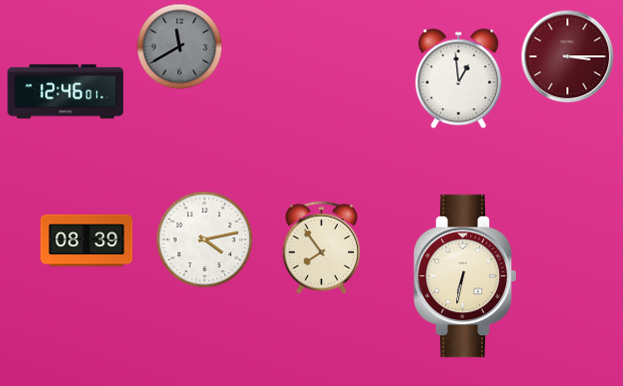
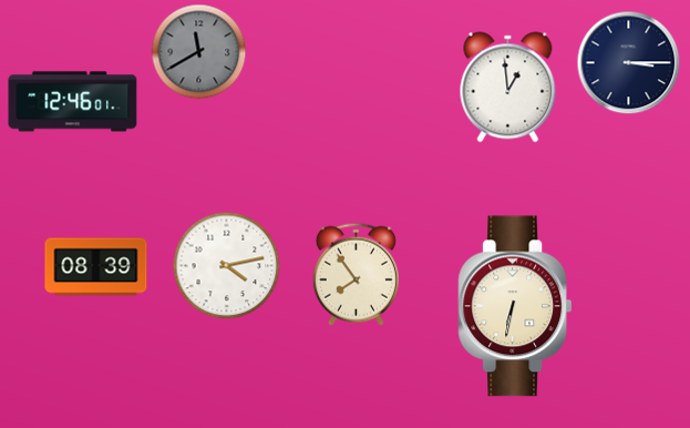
clock at (568, 57) dial: burgundy -> navy
